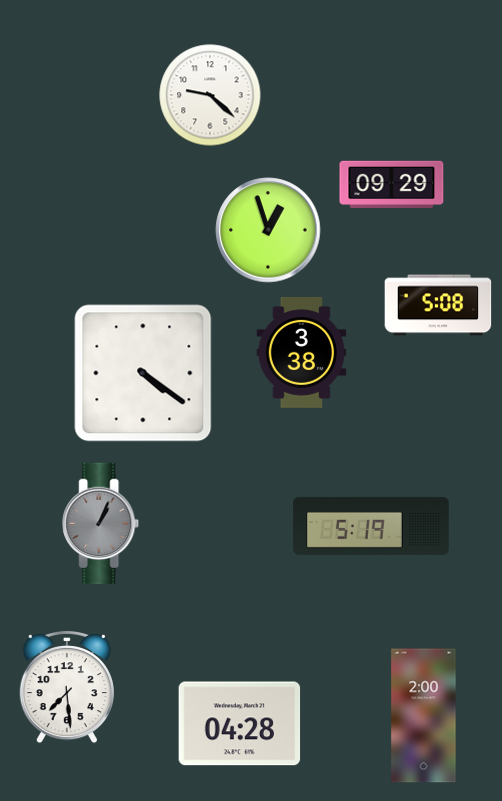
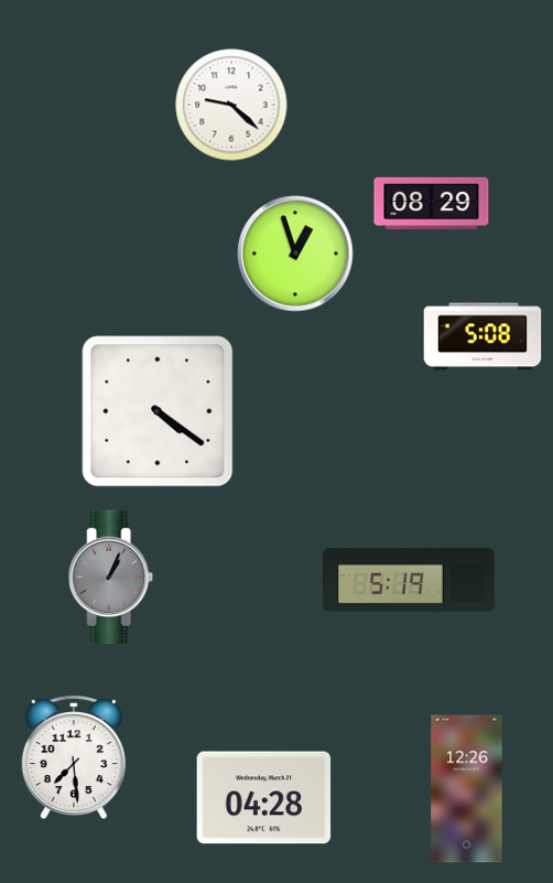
clock at (392, 185): 09:29 -> 08:29
clock at (302, 352): 3:38 -> none
clock at (424, 716): 2:00 -> 12:26
